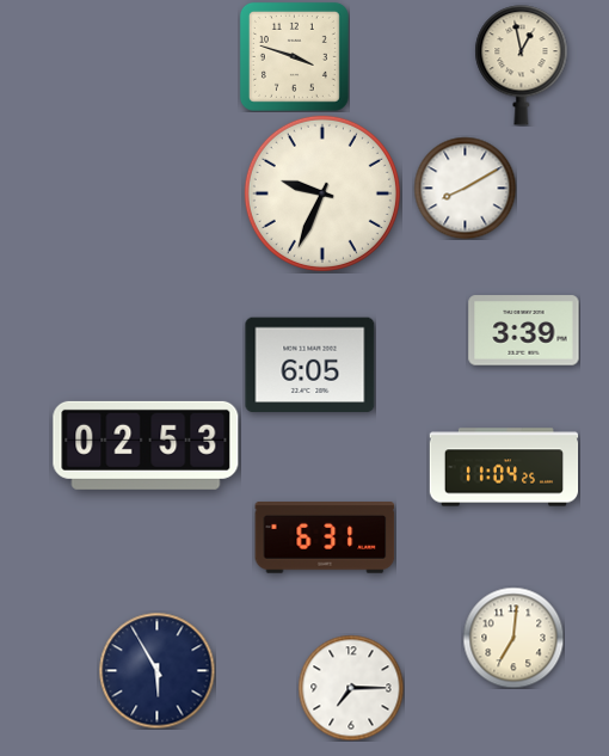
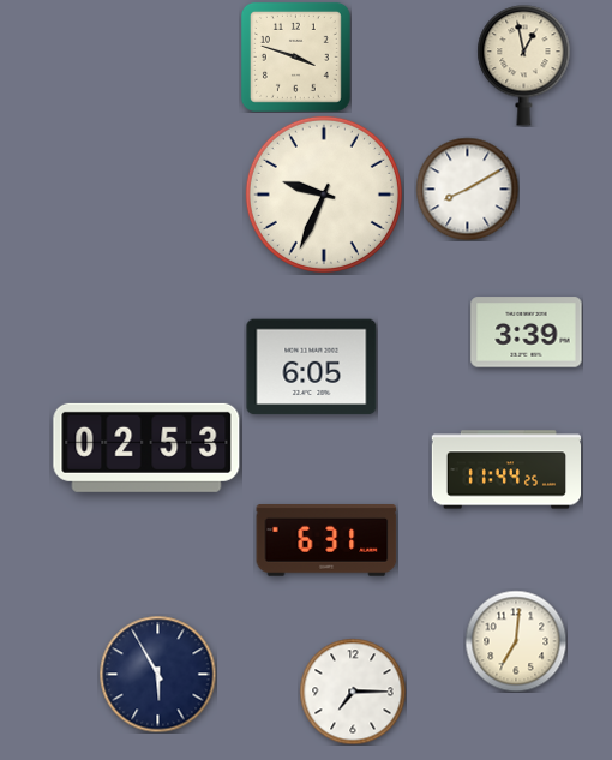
clock at (504, 467): 11:04 -> 11:44
